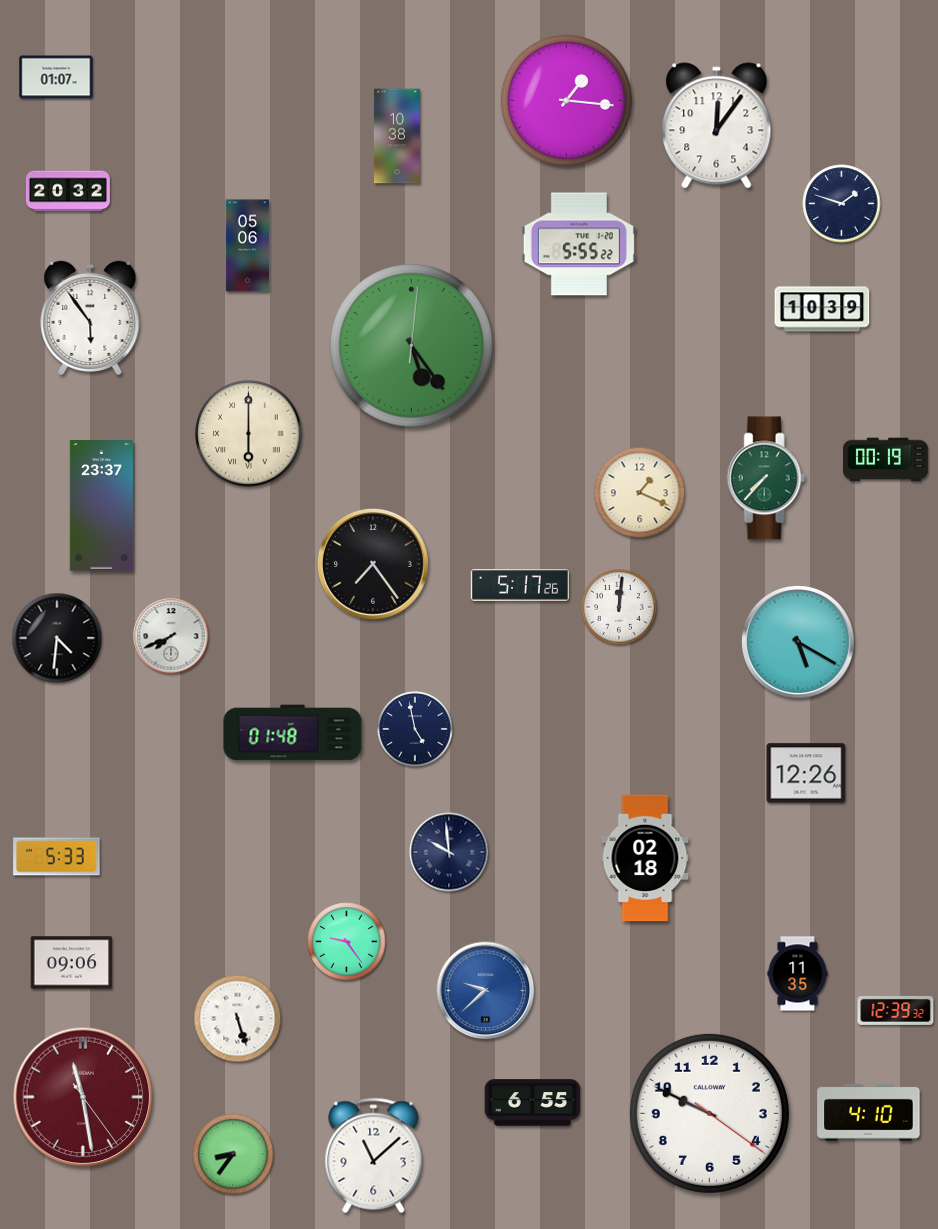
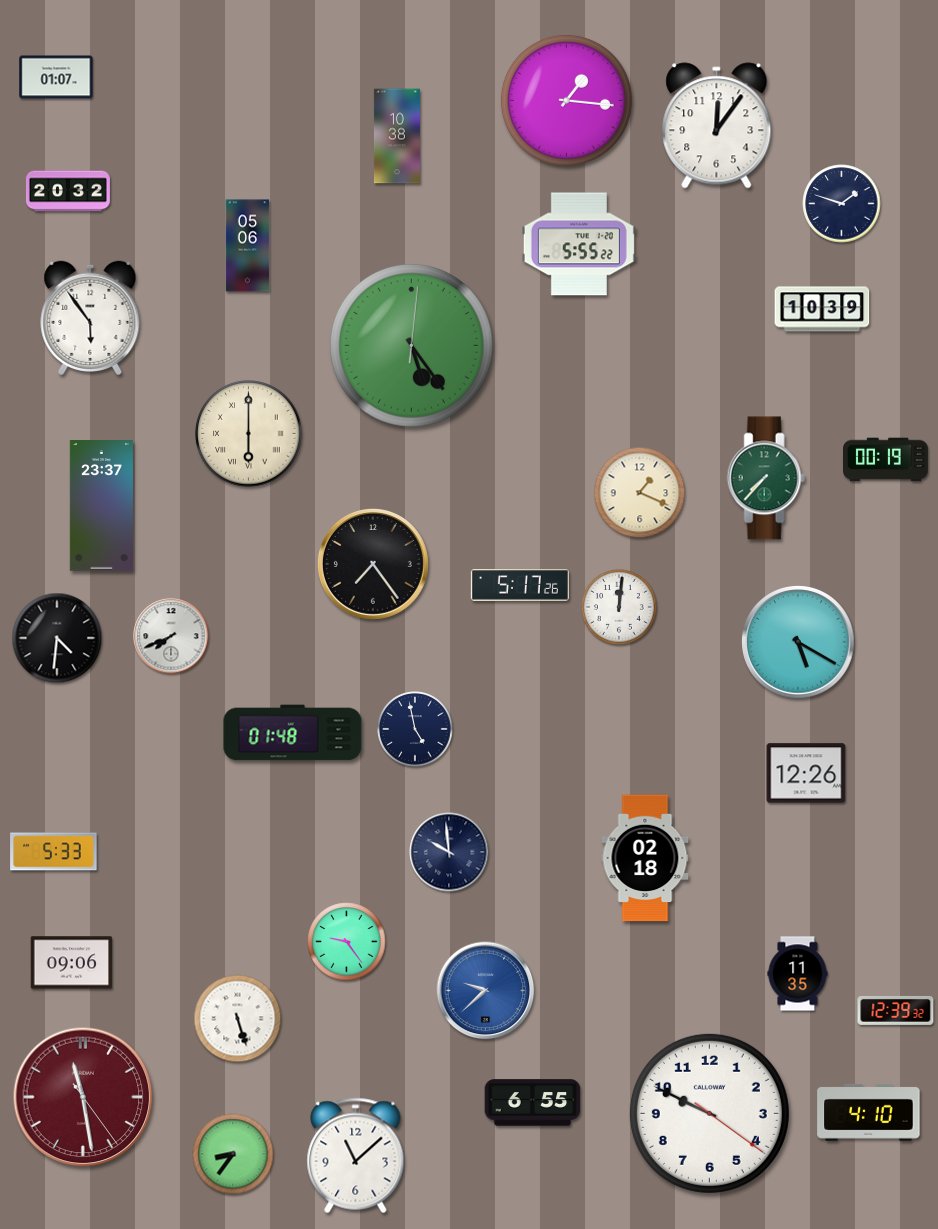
clock at (57, 857) position: (57, 857) -> (54, 852)
clock at (374, 1156) position: (374, 1156) -> (356, 1156)
